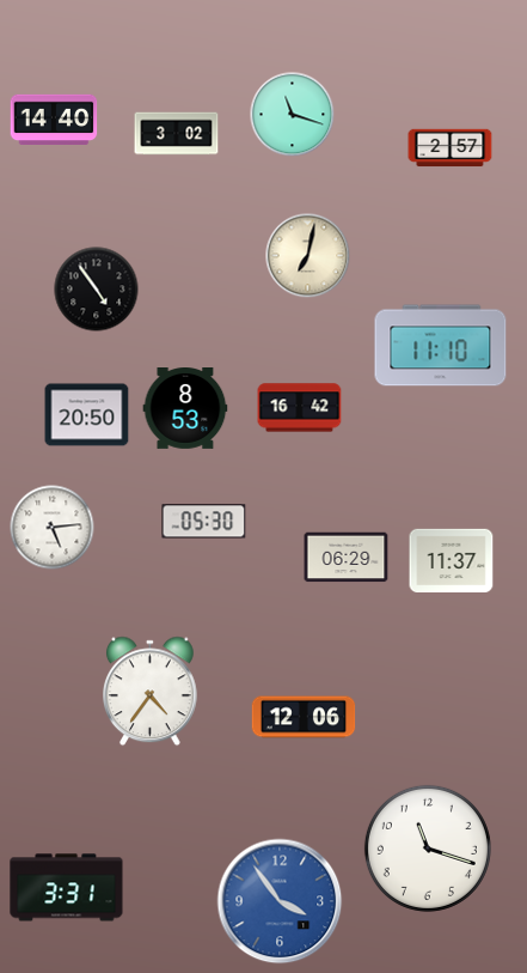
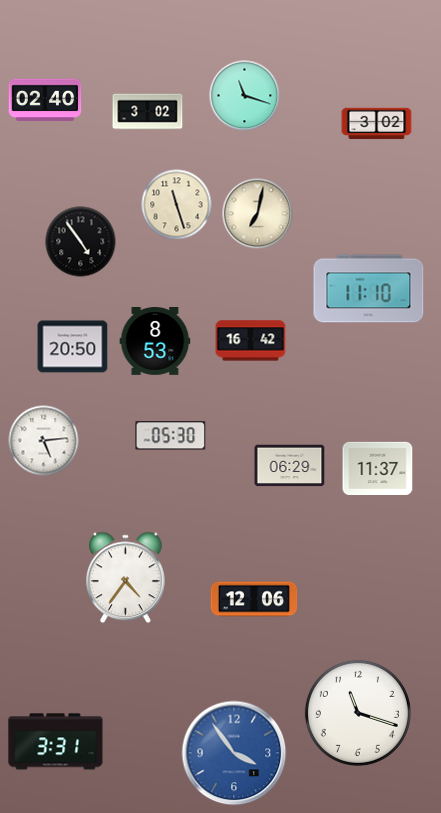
clock at (54, 120): 14:40 -> 02:40
clock at (451, 148): 2:57 -> 3:02
clock at (177, 205): none -> 11:27
clock at (428, 849) position: (428, 849) -> (358, 713)
